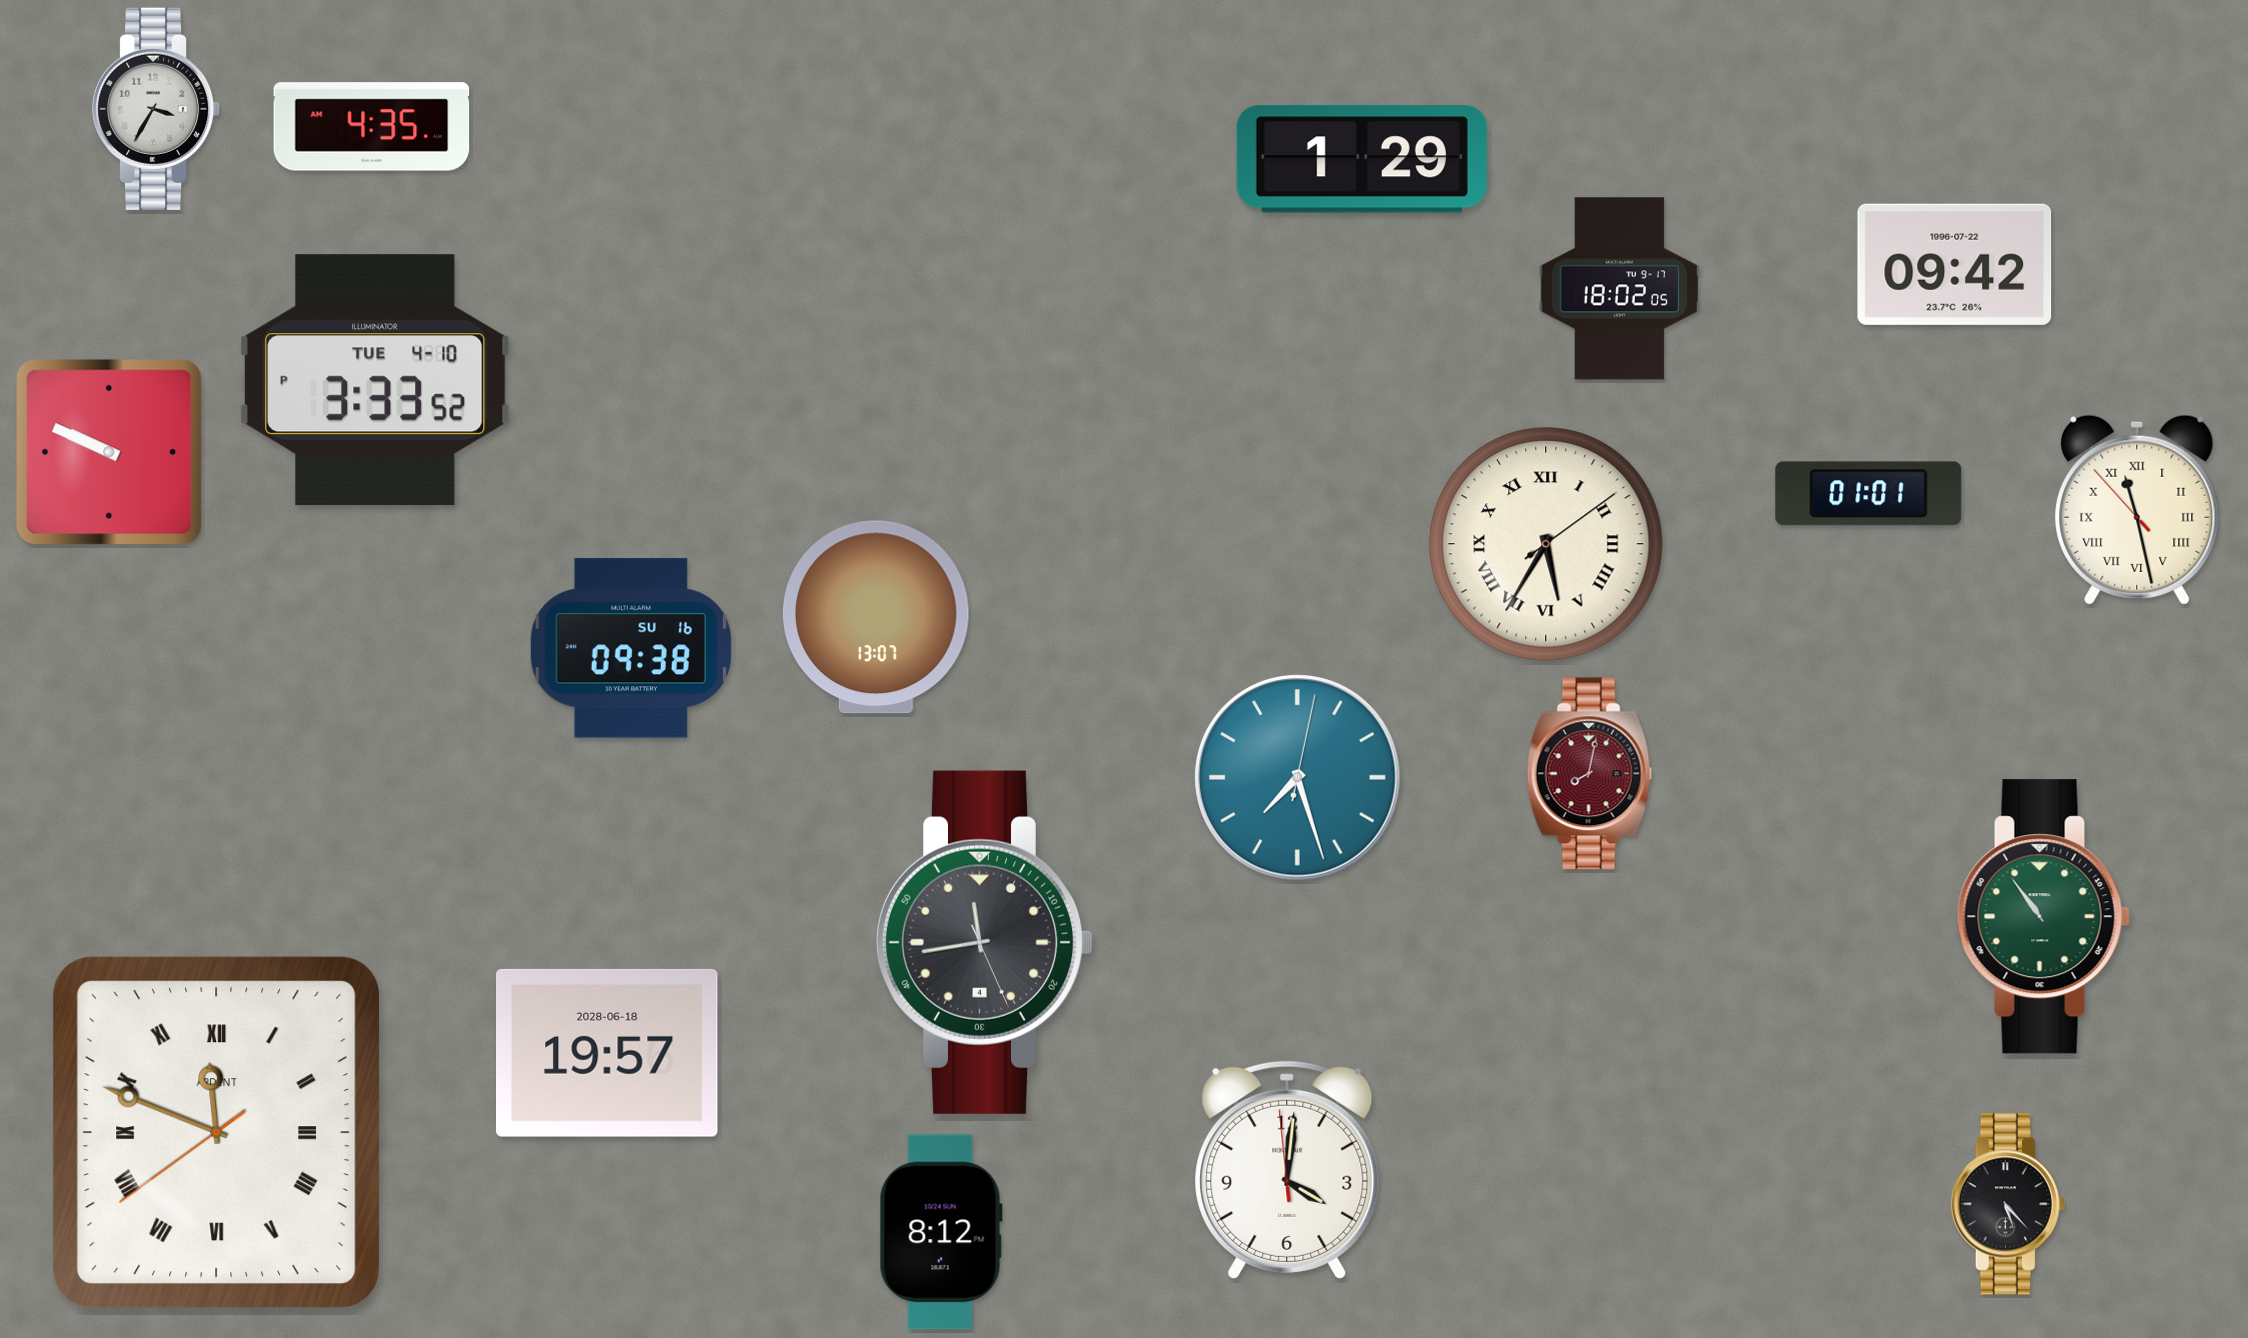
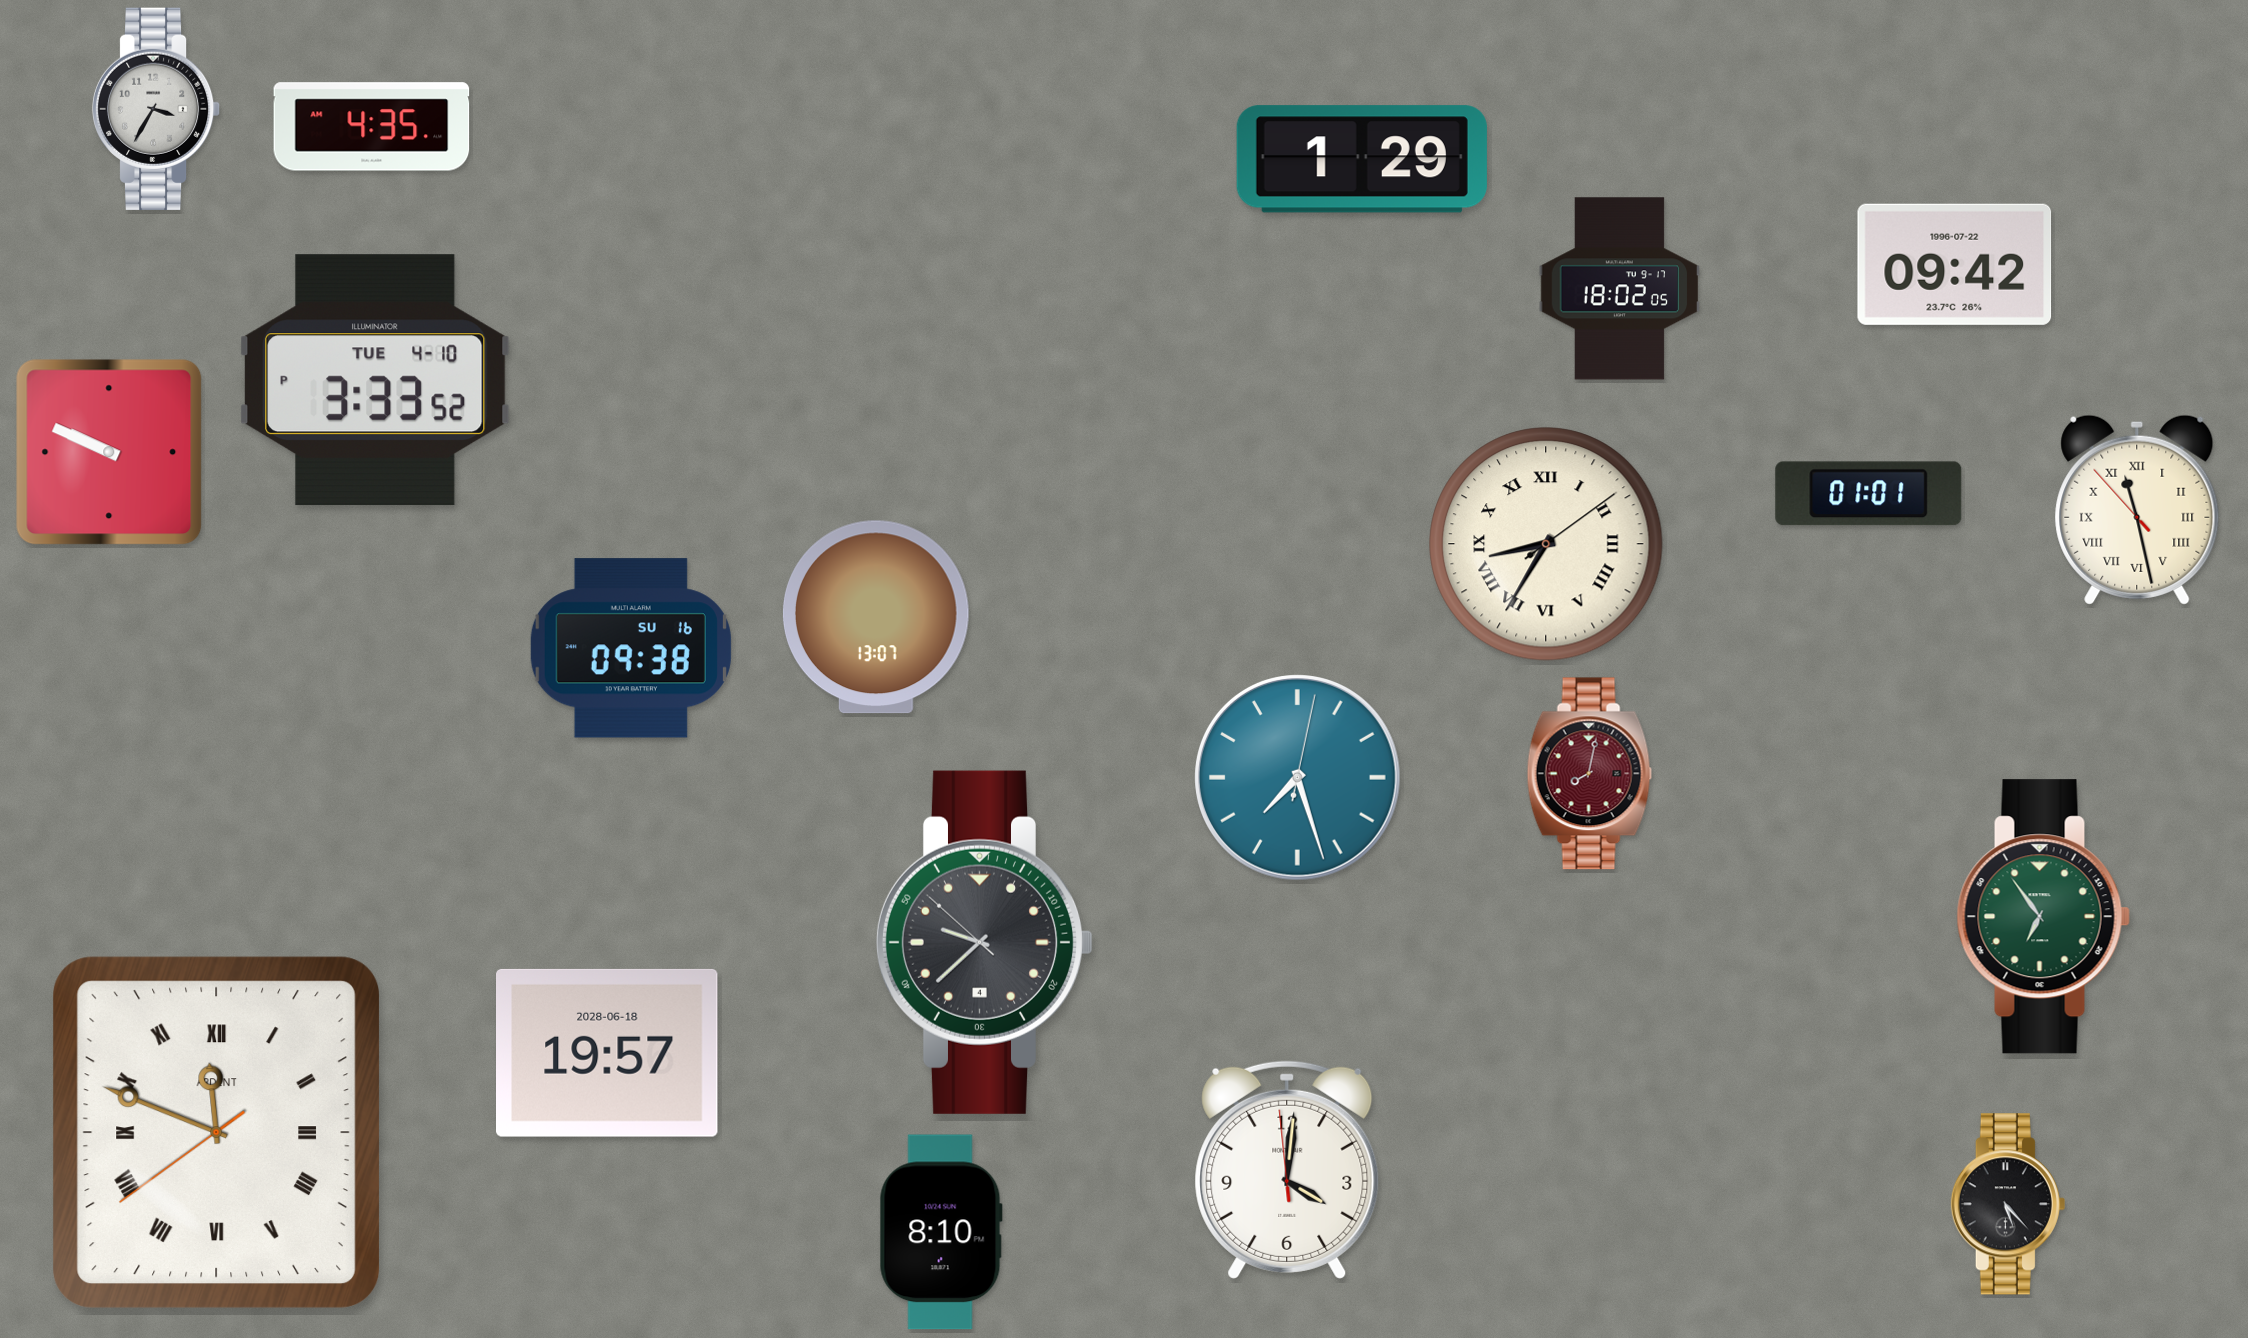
clock at (1546, 544): 5:35 -> 8:35
clock at (2043, 917): 10:54 -> 6:54
clock at (985, 942): 11:43 -> 9:37
clock at (941, 1232): 8:12 -> 8:10
